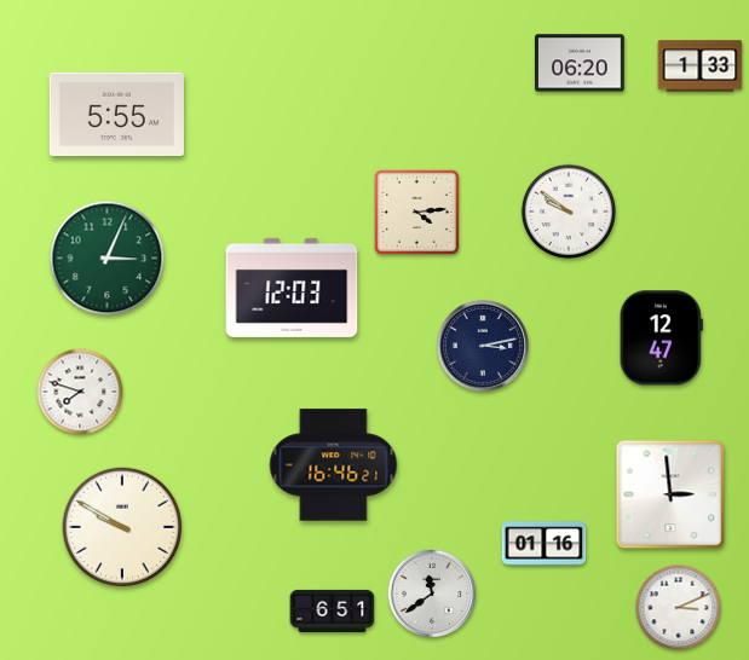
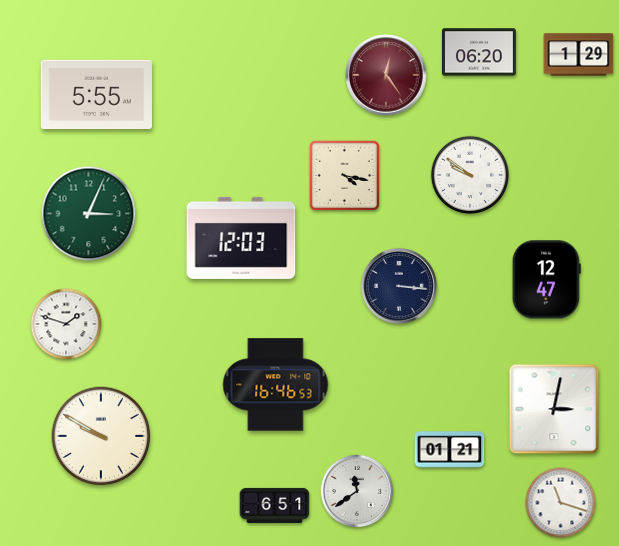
clock at (701, 66): 1:33 -> 1:29
clock at (386, 75): none -> 12:24
clock at (416, 212): 4:14 -> 4:17
clock at (483, 346): 3:13 -> 3:16
clock at (80, 392): 7:48 -> 1:48
clock at (334, 465): 16:46:21 -> 16:46:53
clock at (670, 494): 2:59 -> 3:02
clock at (545, 544): 01:16 -> 01:21
clock at (679, 608): 3:11 -> 11:18
